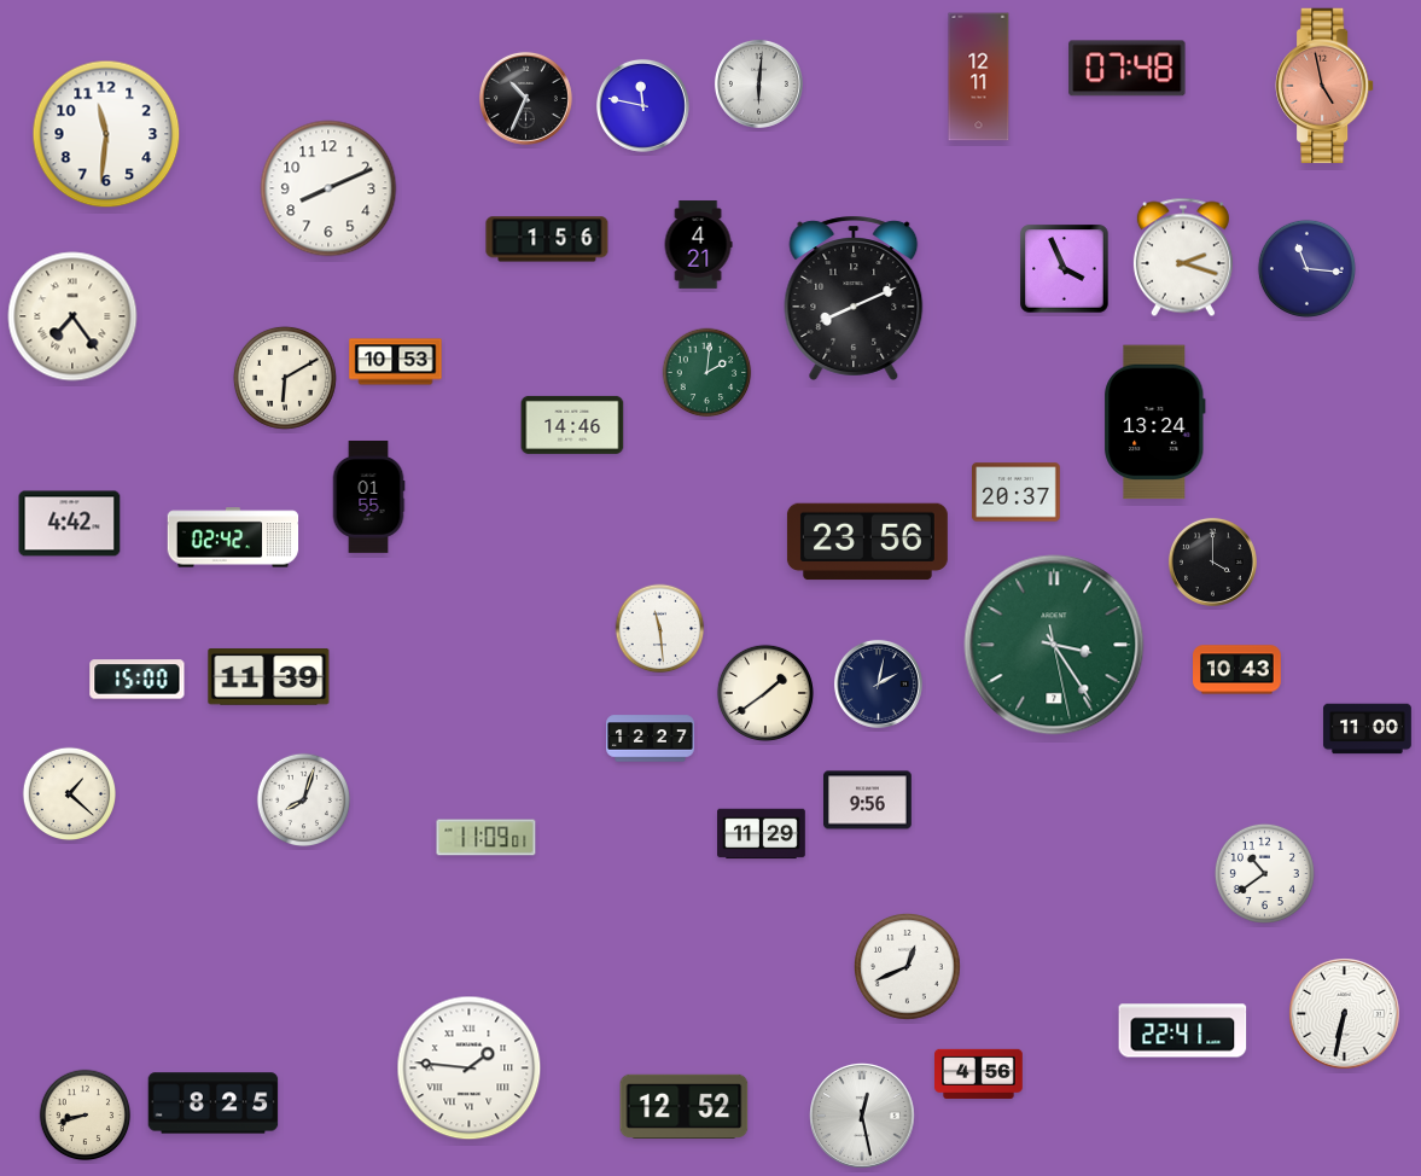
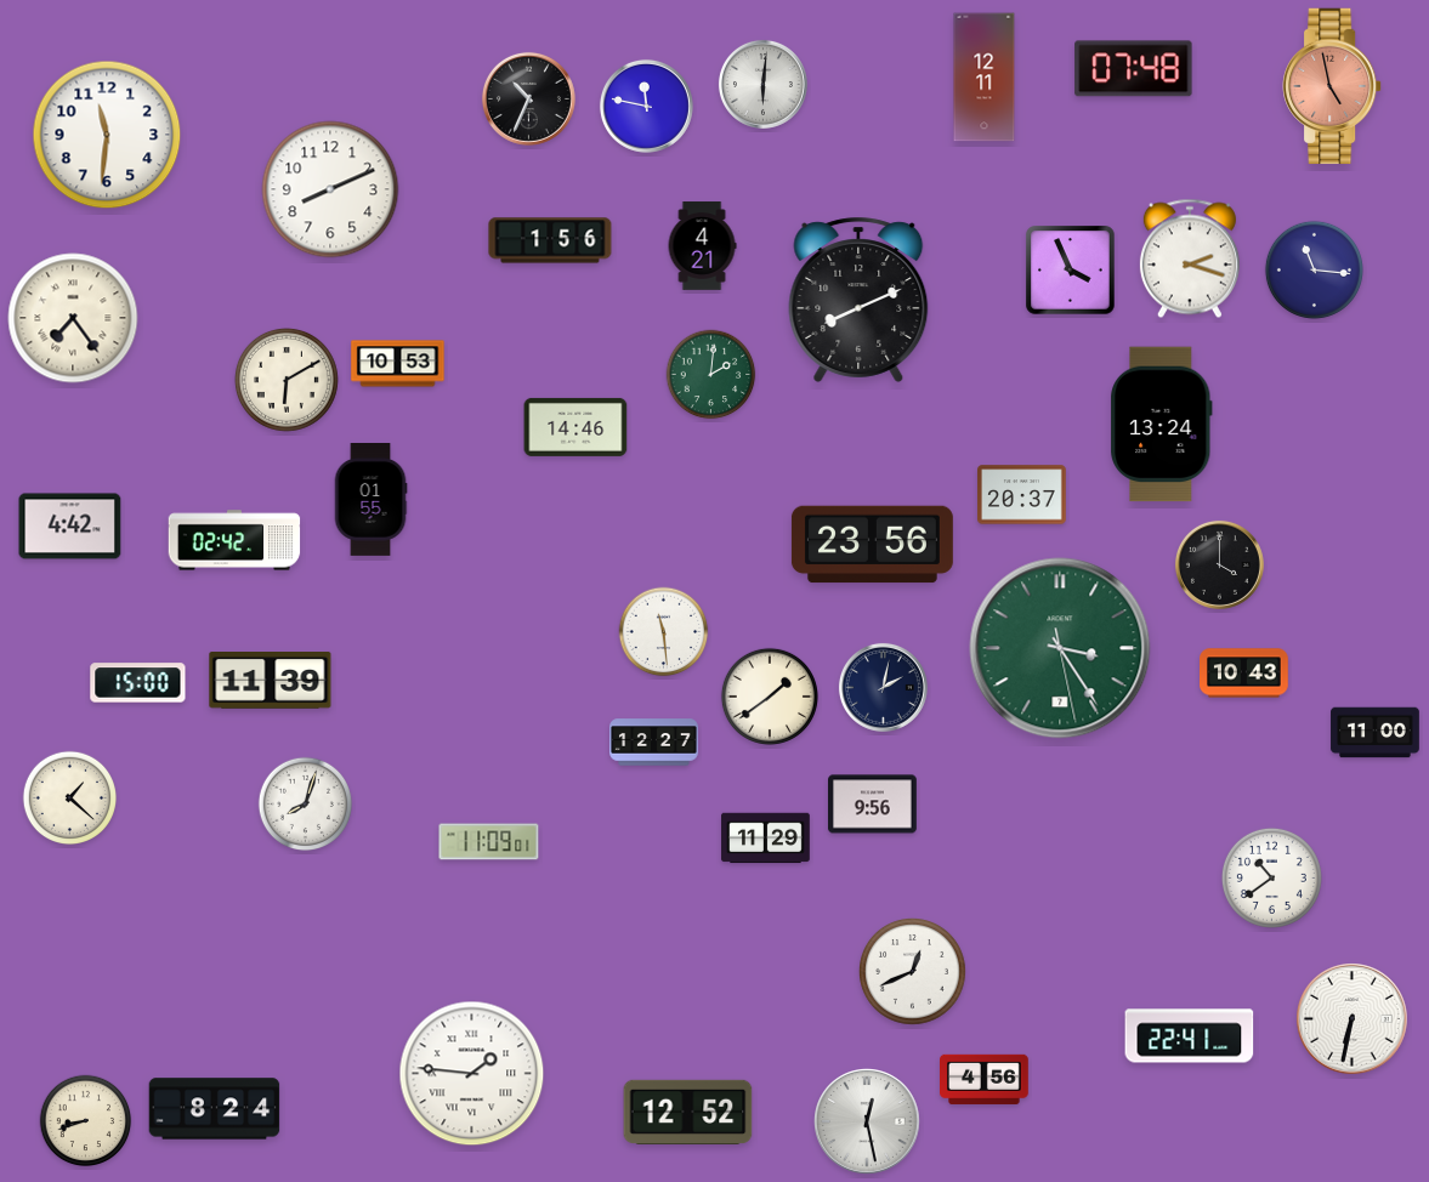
clock at (214, 1104): 8:25 -> 8:24
